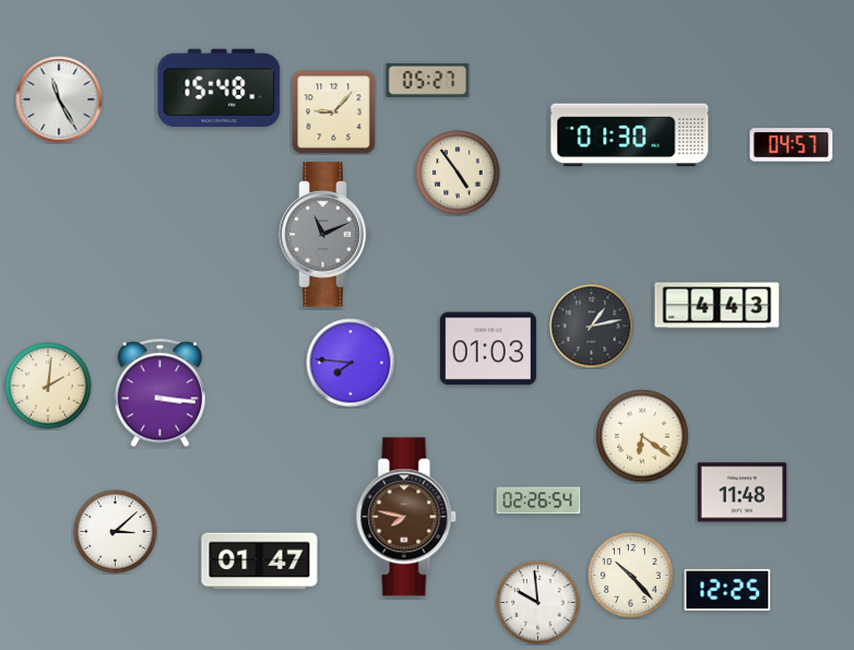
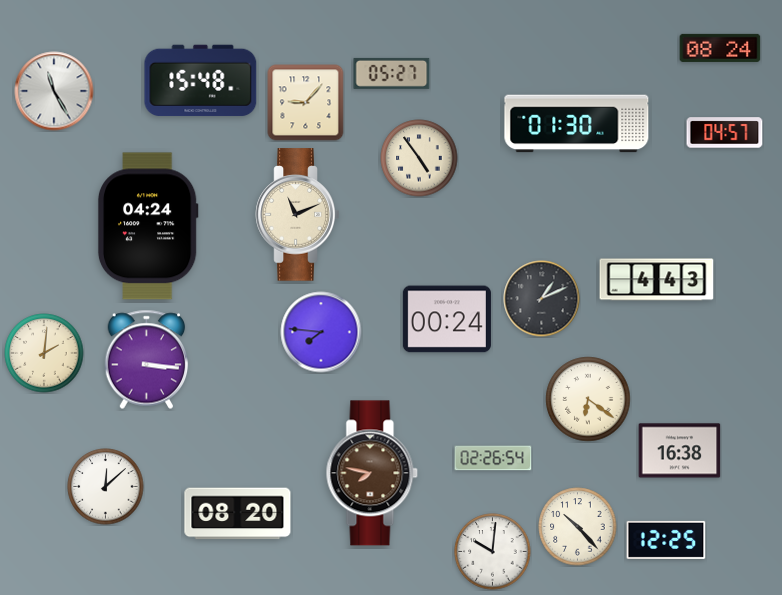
clock at (720, 48): none -> 08:24
clock at (325, 235) dial: grey -> cream
clock at (148, 226): none -> 04:24
clock at (592, 327): 1:13 -> 1:11
clock at (488, 348): 01:03 -> 00:24
clock at (743, 493): 11:48 -> 16:38
clock at (116, 532): 3:08 -> 12:08
clock at (260, 562): 01:47 -> 08:20
clock at (538, 603): 9:59 -> 10:01
